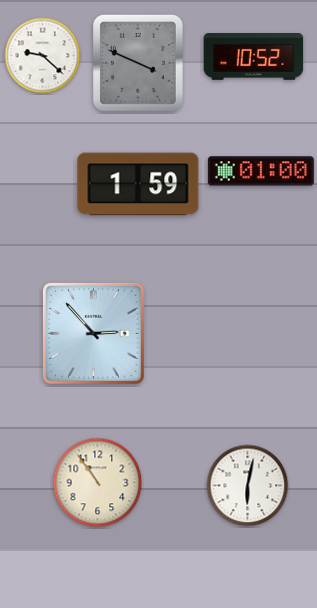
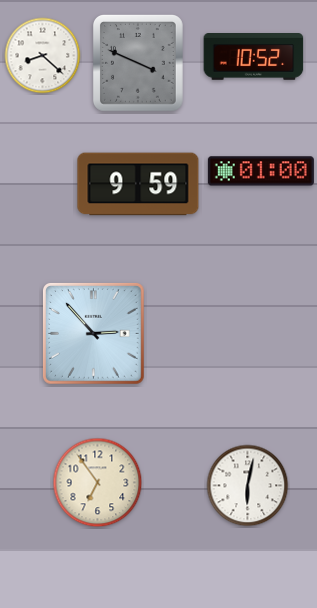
clock at (43, 56): 9:22 -> 8:22
clock at (138, 184): 1:59 -> 9:59
clock at (98, 483): 10:54 -> 6:54
